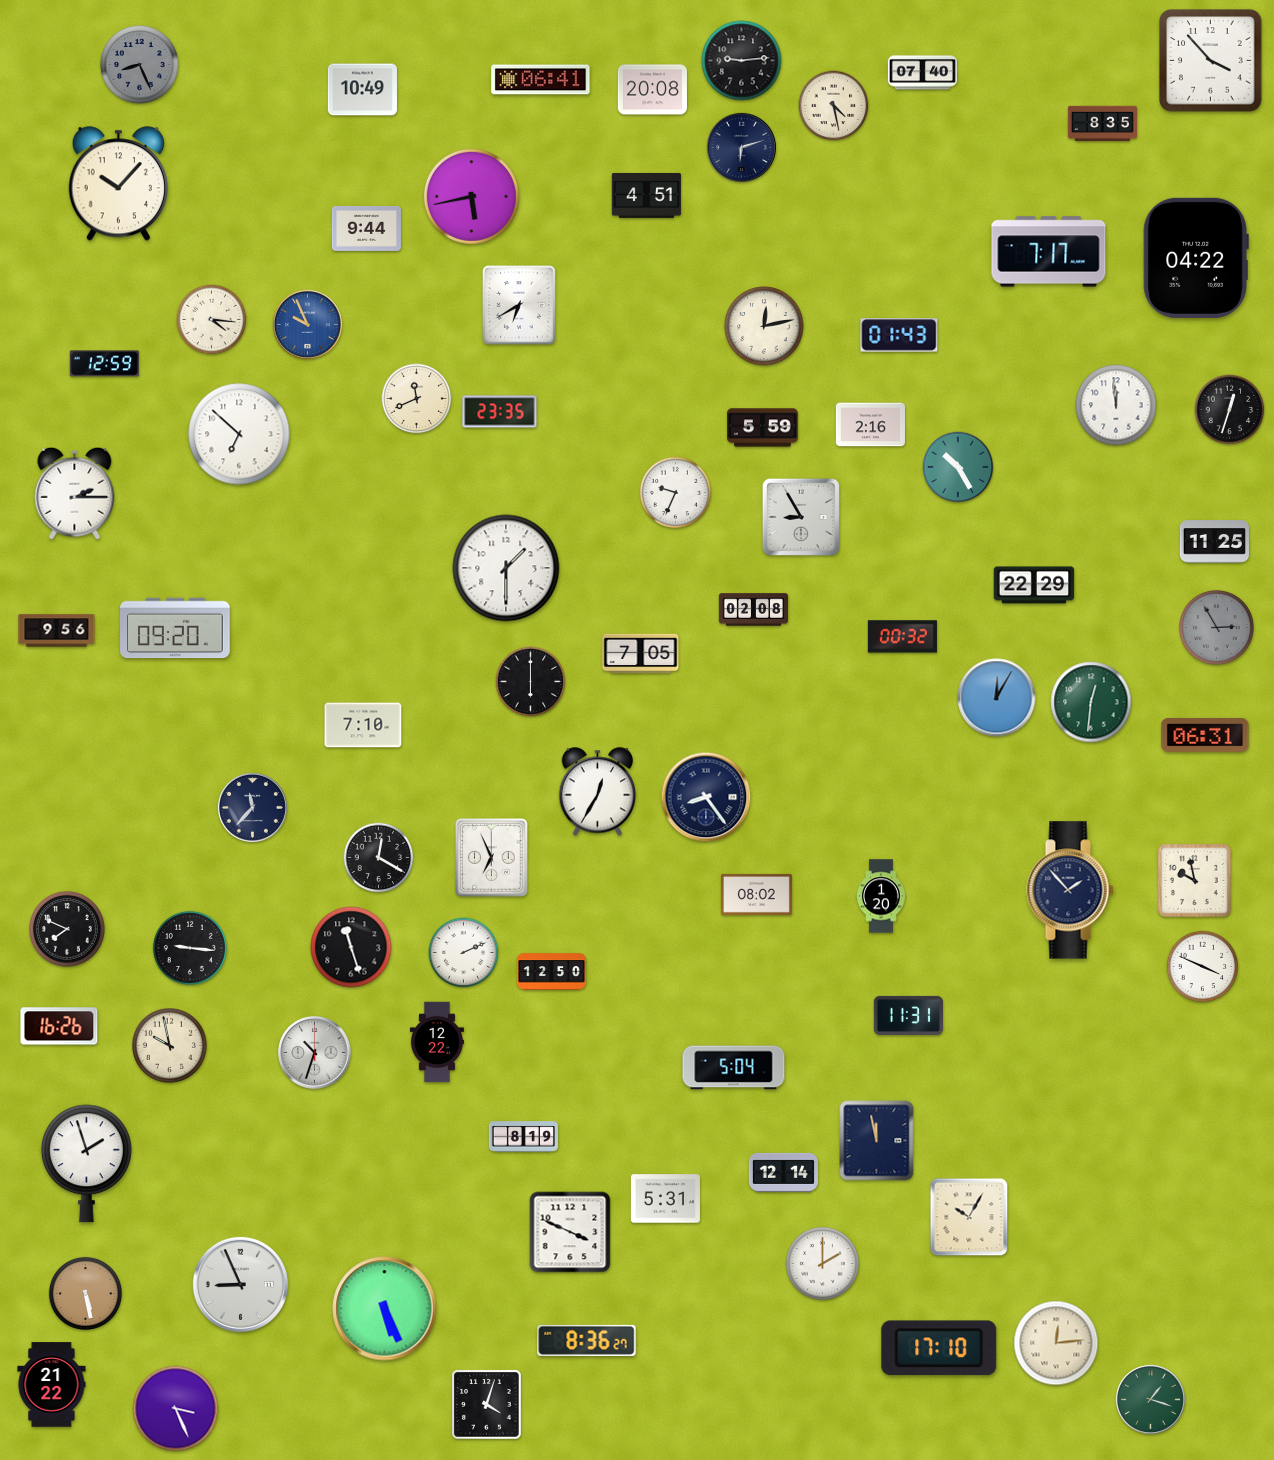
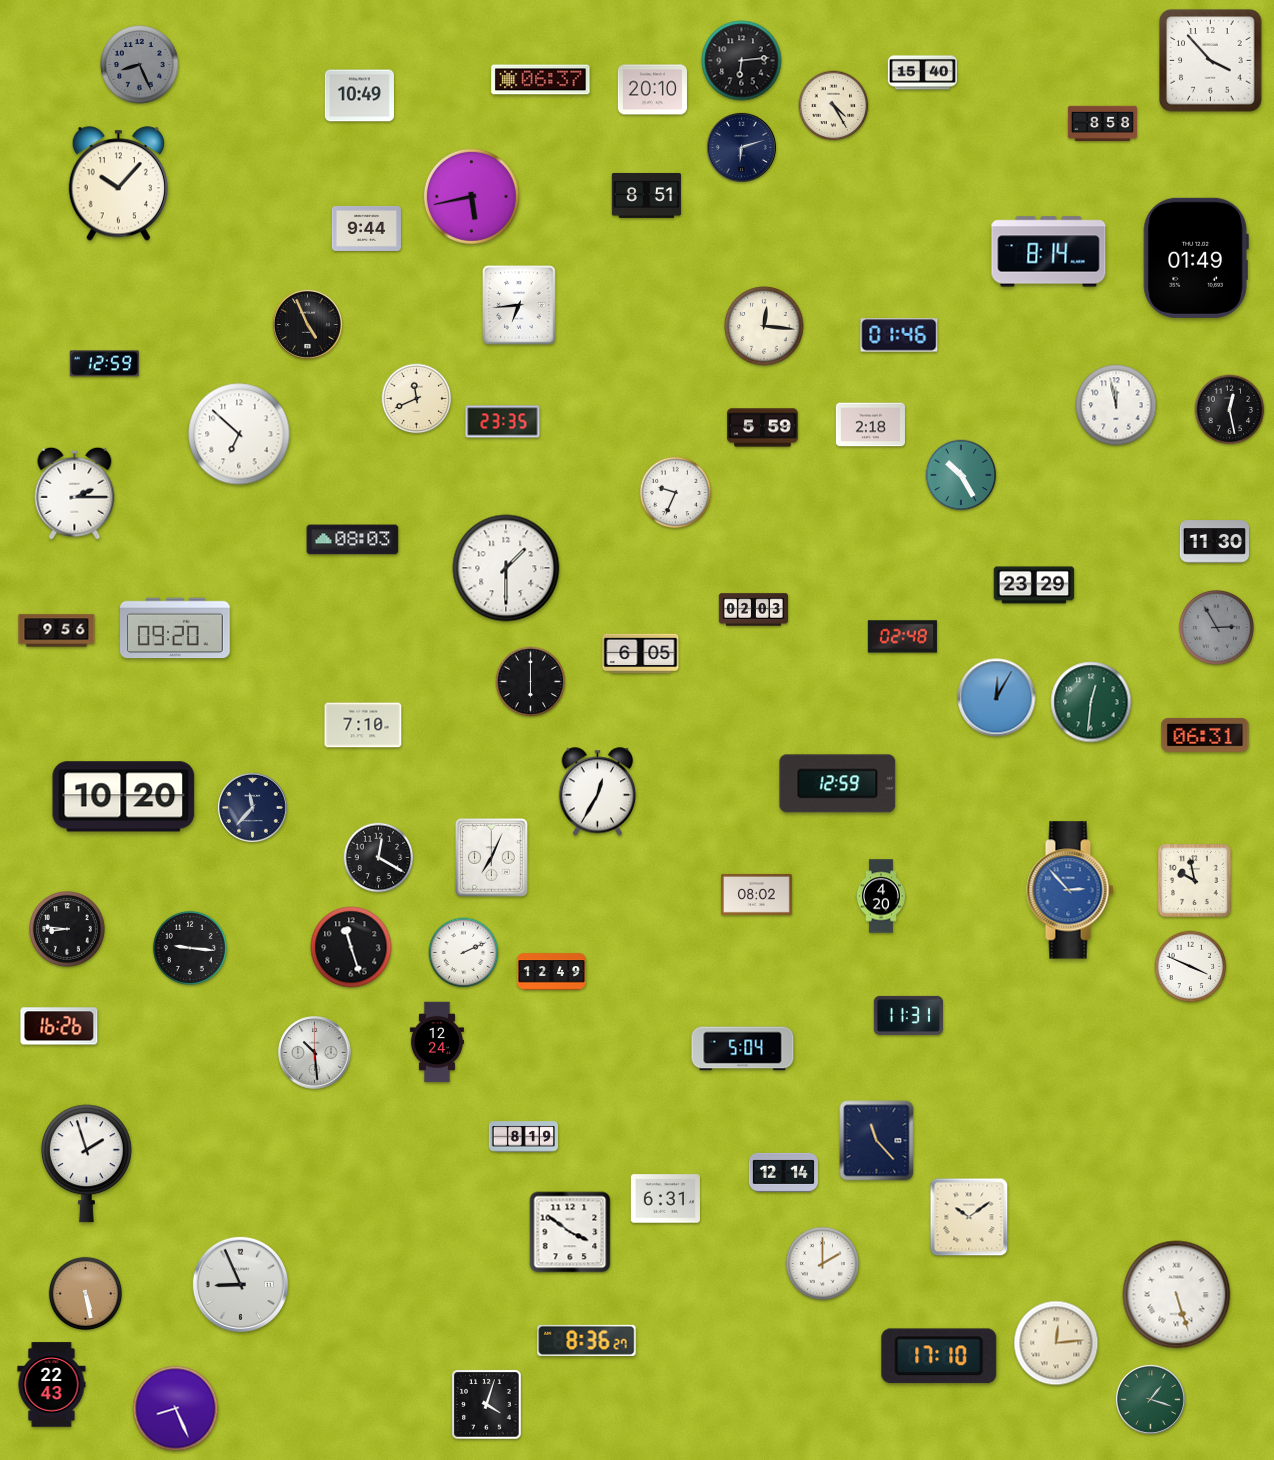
clock at (742, 61): 9:14 -> 6:14
clock at (922, 73): 07:40 -> 15:40
clock at (541, 80): 06:41 -> 06:37
clock at (362, 90) position: (362, 90) -> (359, 96)
clock at (652, 90): 20:08 -> 20:10
clock at (834, 106): 4:28 -> 4:25
clock at (1102, 123): 8:35 -> 8:58
clock at (646, 195): 4:51 -> 8:51
clock at (1049, 252): 7:17 -> 8:14
clock at (1196, 258): 04:22 -> 01:49
clock at (519, 305): 6:40 -> 6:44
clock at (212, 320): 4:16 -> none
clock at (307, 324): 9:56 -> 4:56
clock at (307, 324) dial: blue -> black
clock at (764, 326): 12:13 -> 12:16
clock at (899, 335): 01:43 -> 01:46
clock at (1116, 405): 11:59 -> 11:58
clock at (1230, 410): 12:33 -> 12:28
clock at (500, 412) position: (500, 412) -> (503, 422)
clock at (870, 425): 2:16 -> 2:18
clock at (958, 467) position: (958, 467) -> (961, 475)
clock at (801, 517): 8:55 -> none
clock at (353, 540): none -> 08:03
clock at (1214, 542): 11:25 -> 11:30
clock at (1034, 585): 22:29 -> 23:29
clock at (753, 610): 02:08 -> 02:03
clock at (902, 637): 00:32 -> 02:48
clock at (641, 654): 7:05 -> 6:05
clock at (838, 784): none -> 12:59
clock at (124, 797): none -> 10:20
clock at (706, 797): 8:24 -> none
clock at (492, 858): 6:56 -> 7:04
clock at (1070, 890): 1:53 -> 2:53
clock at (1070, 890) dial: navy -> blue
clock at (881, 896): 1:20 -> 4:20
clock at (68, 930): 7:49 -> 8:46
clock at (1203, 967) position: (1203, 967) -> (1191, 967)
clock at (551, 972): 12:50 -> 12:49
clock at (437, 1042): 12:22 -> 12:24
clock at (169, 1045): 9:58 -> none
clock at (315, 1053): 10:33 -> 10:29
clock at (734, 1068) position: (734, 1068) -> (743, 1049)
clock at (877, 1141): 11:58 -> 11:23
clock at (665, 1199): 5:31 -> 6:31
clock at (969, 1217): 10:05 -> 10:09
clock at (570, 1232): 3:49 -> 3:51
clock at (1177, 1295): none -> 5:27
clock at (385, 1309): 5:26 -> none
clock at (939, 1348) position: (939, 1348) -> (939, 1356)
clock at (52, 1385): 21:22 -> 22:43
clock at (176, 1409): 3:26 -> 8:26
